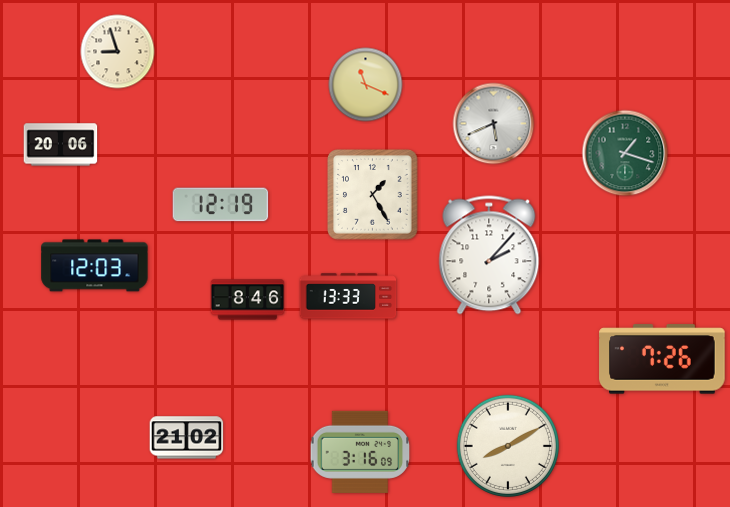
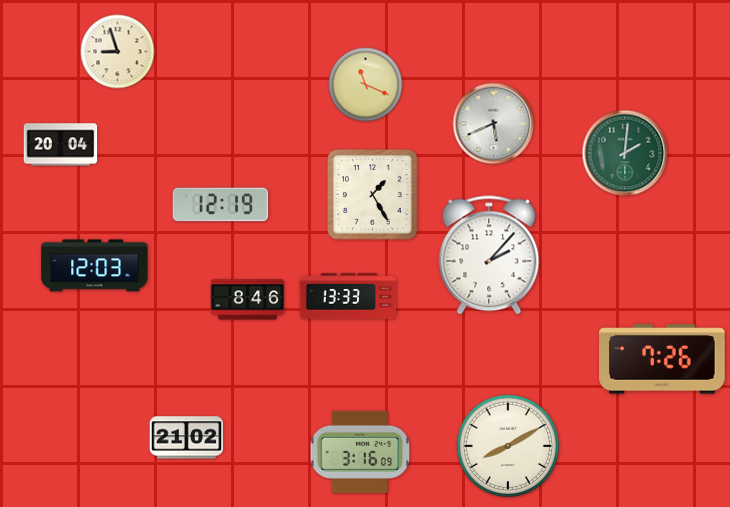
clock at (61, 145): 20:06 -> 20:04
clock at (625, 153): 1:18 -> 2:01
